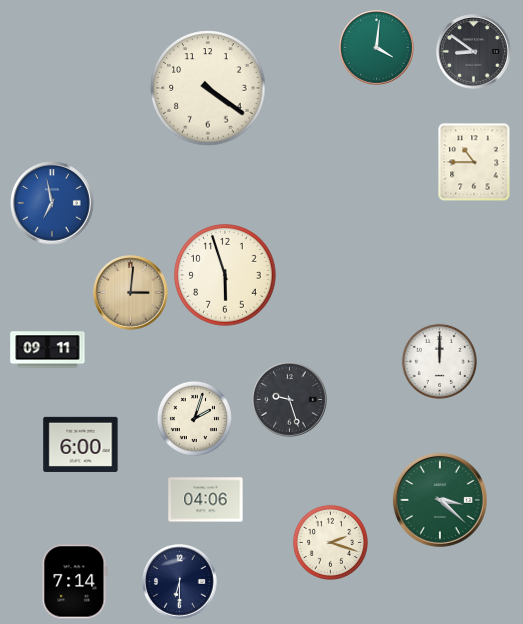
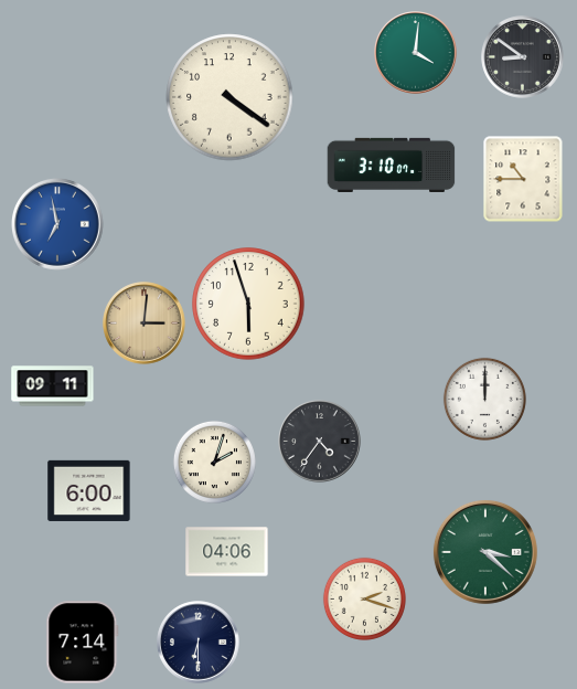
clock at (392, 165): none -> 3:10
clock at (290, 400): 9:27 -> 4:36
